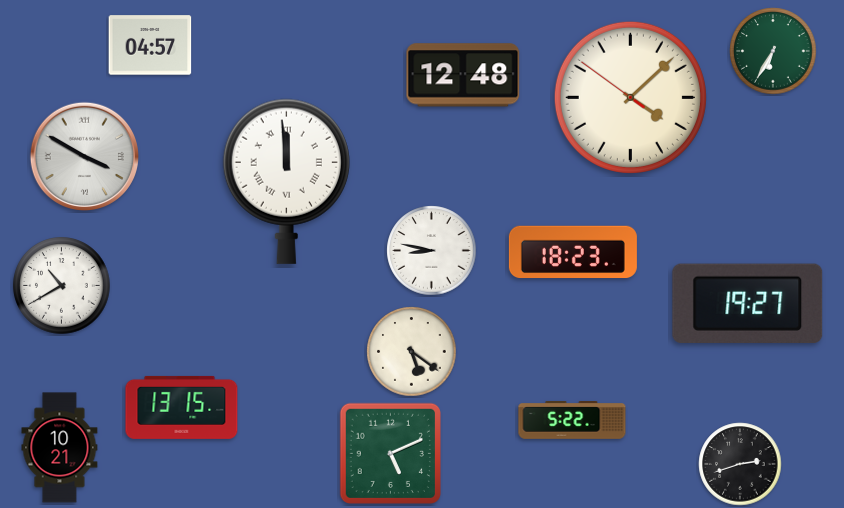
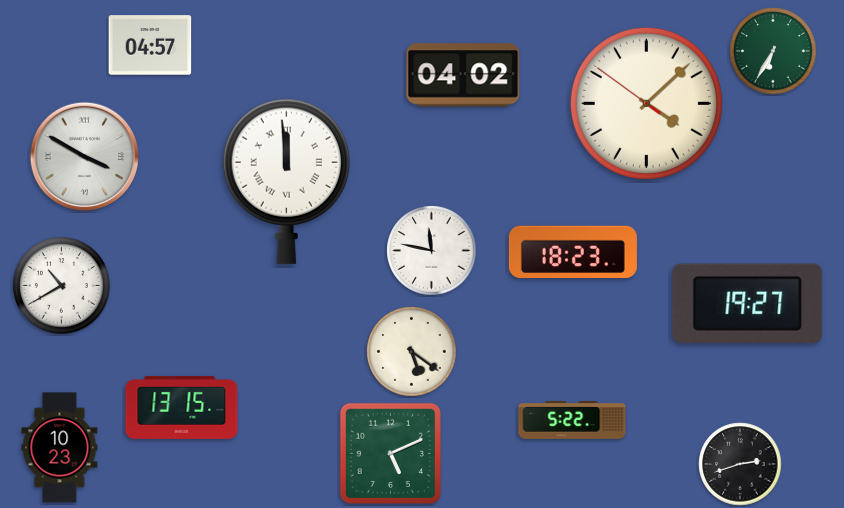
clock at (463, 75): 12:48 -> 04:02
clock at (630, 97) position: (630, 97) -> (646, 103)
clock at (432, 251): 8:47 -> 11:47
clock at (60, 448): 10:21 -> 10:23
